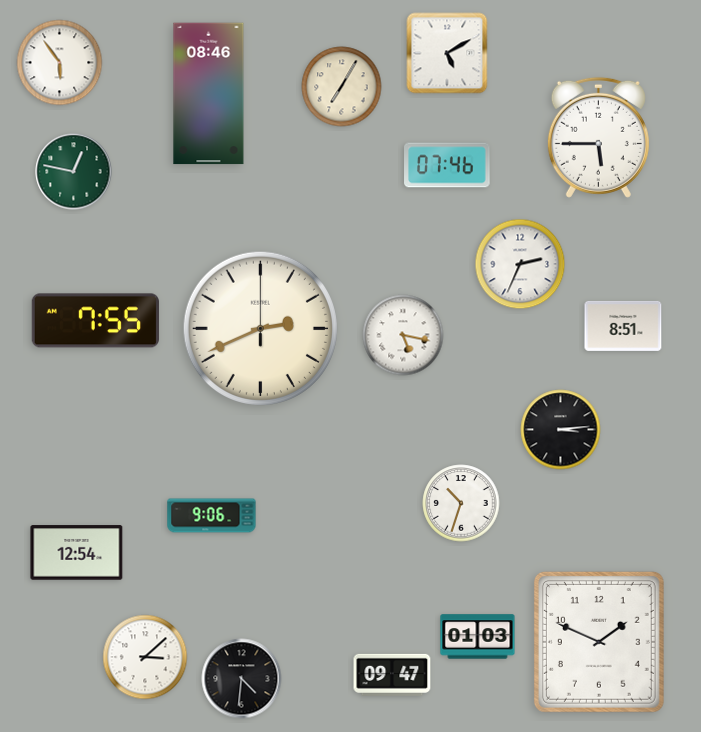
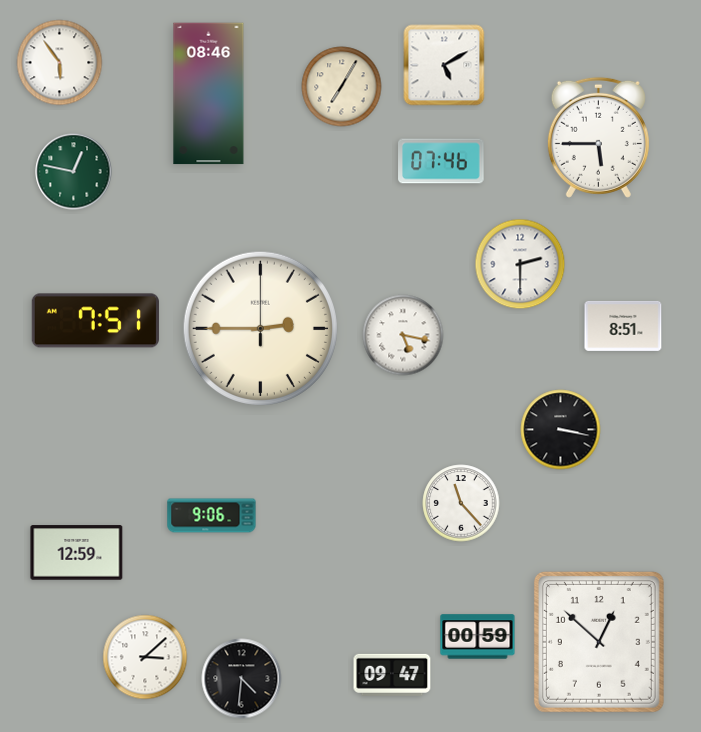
clock at (447, 53) position: (447, 53) -> (444, 65)
clock at (447, 165) position: (447, 165) -> (441, 161)
clock at (520, 264): 2:34 -> 2:30
clock at (95, 321): 7:55 -> 7:51
clock at (260, 328): 2:41 -> 2:45
clock at (561, 430): 3:14 -> 3:17
clock at (461, 503): 10:33 -> 11:23
clock at (77, 553): 12:54 -> 12:59
clock at (478, 637): 01:03 -> 00:59
clock at (599, 642): 1:49 -> 12:52
